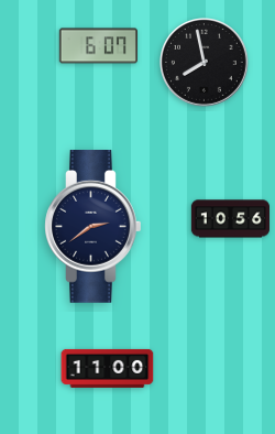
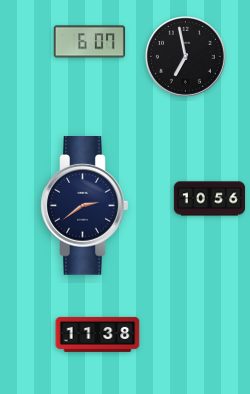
clock at (205, 63): 7:58 -> 6:58
clock at (108, 368): 11:00 -> 11:38
